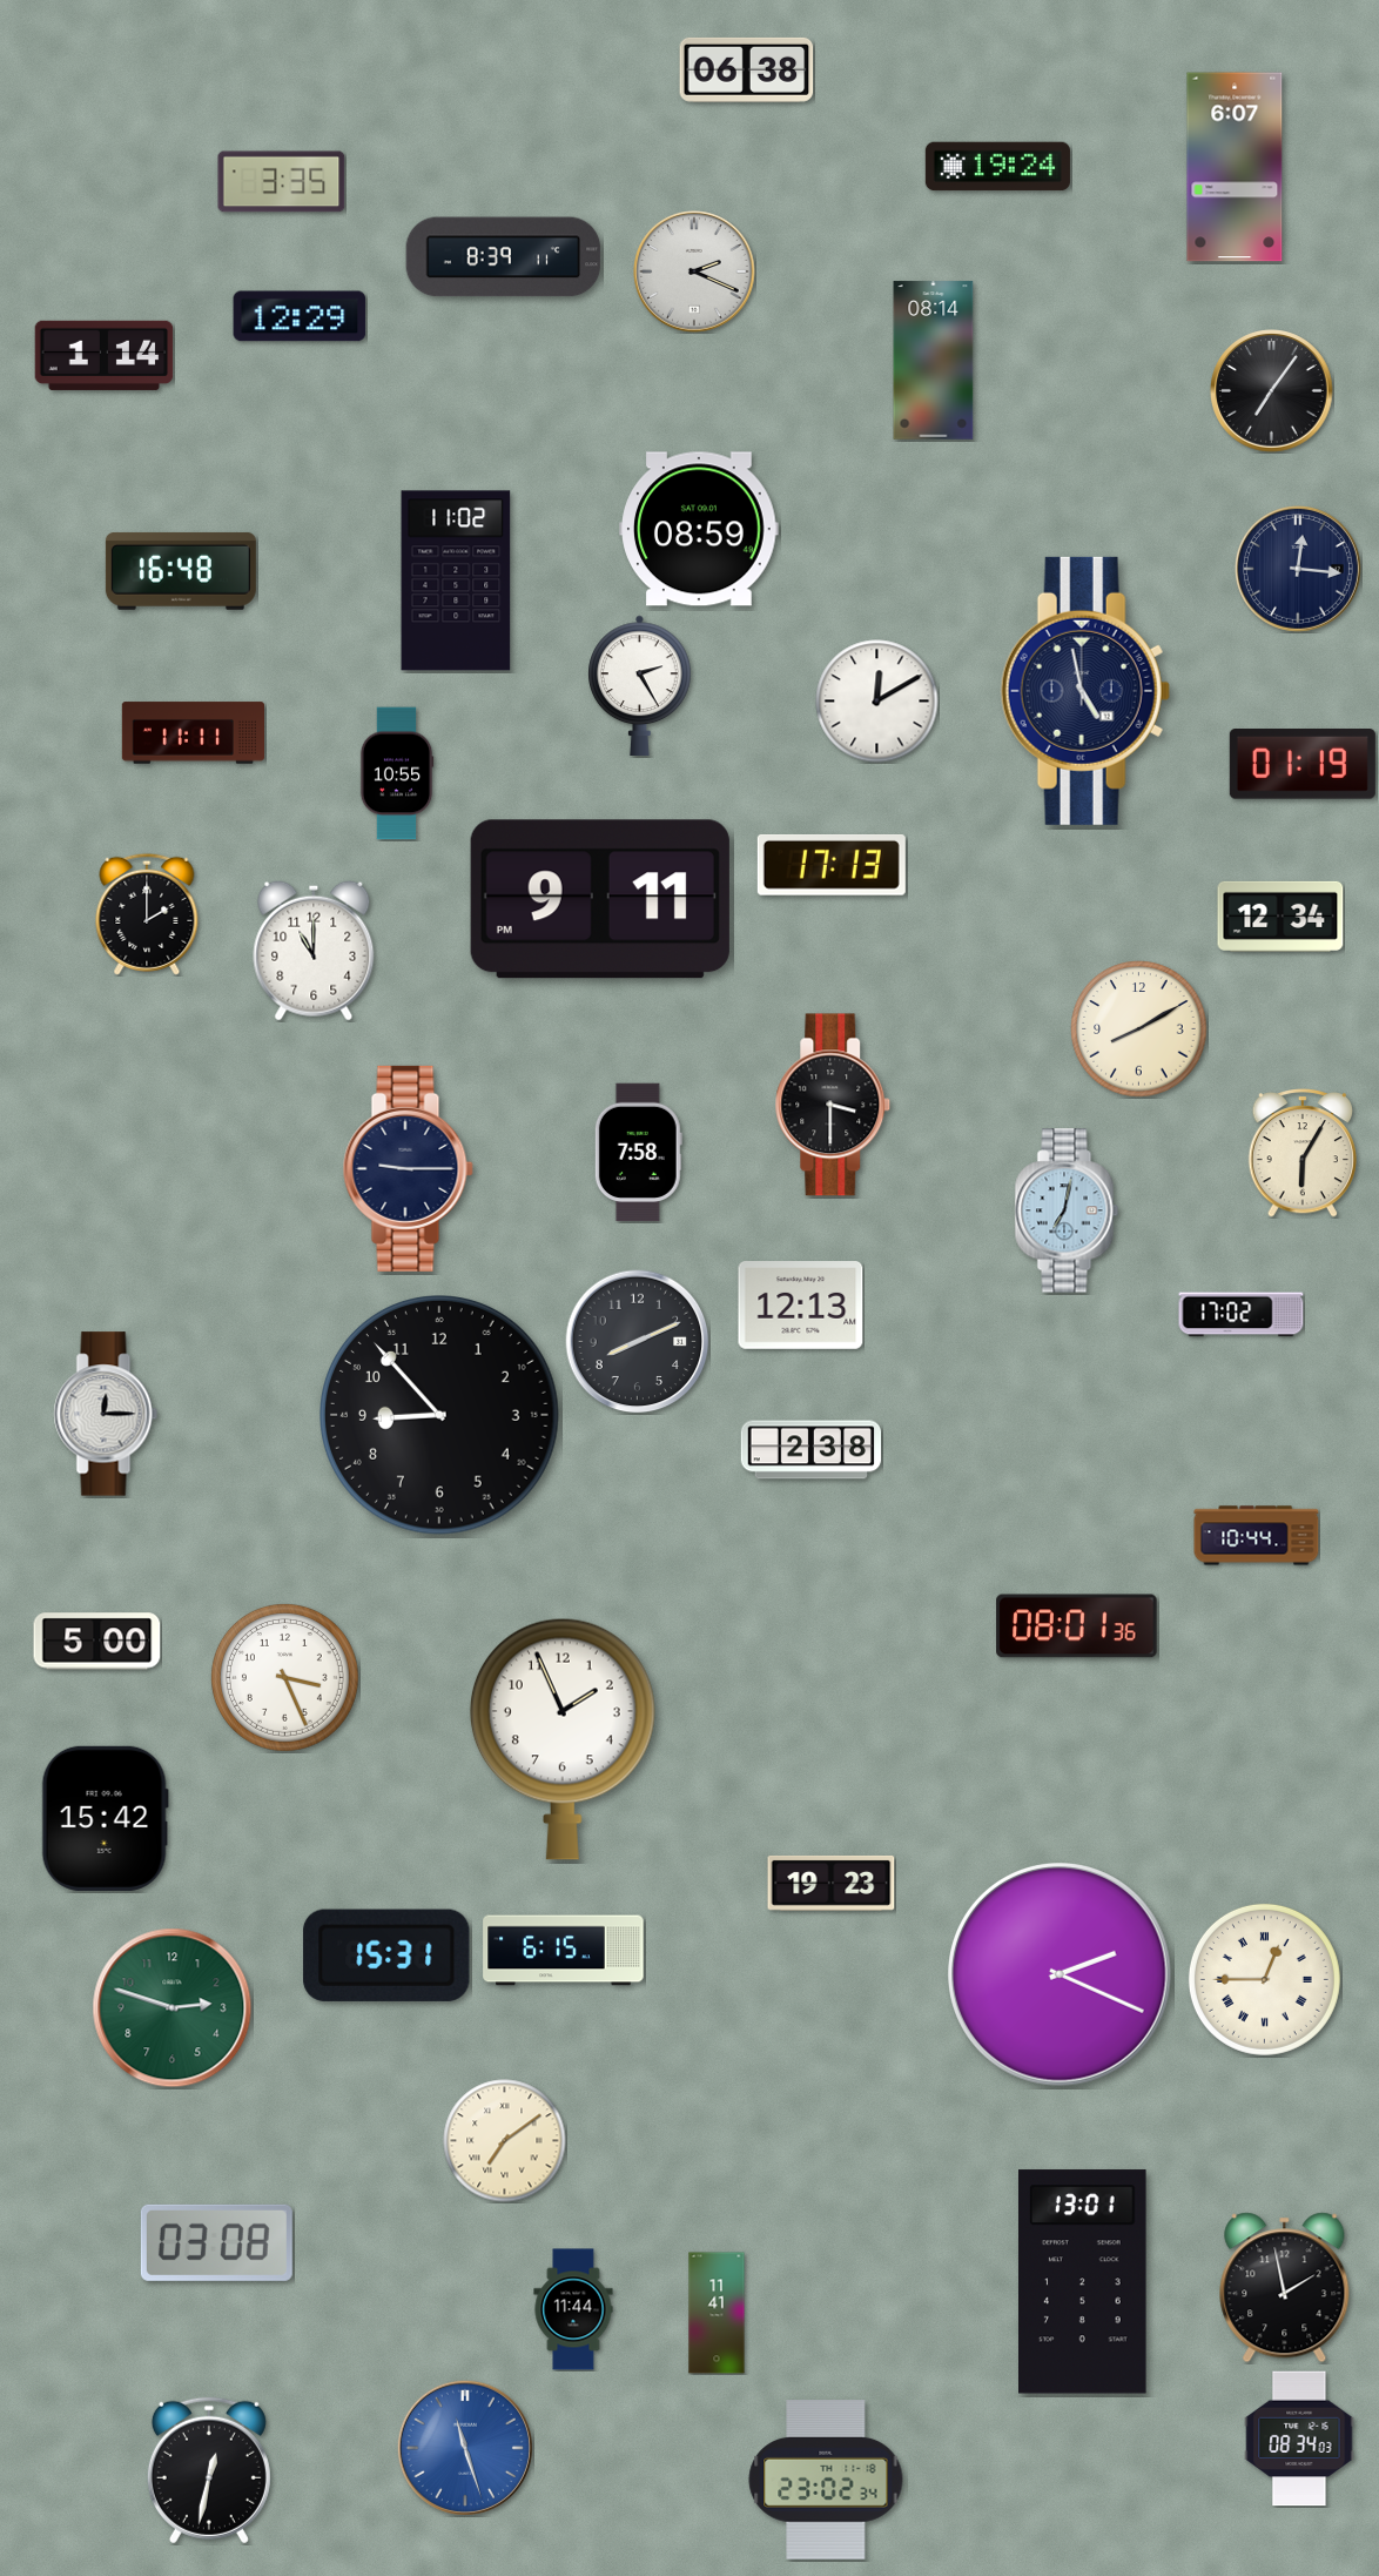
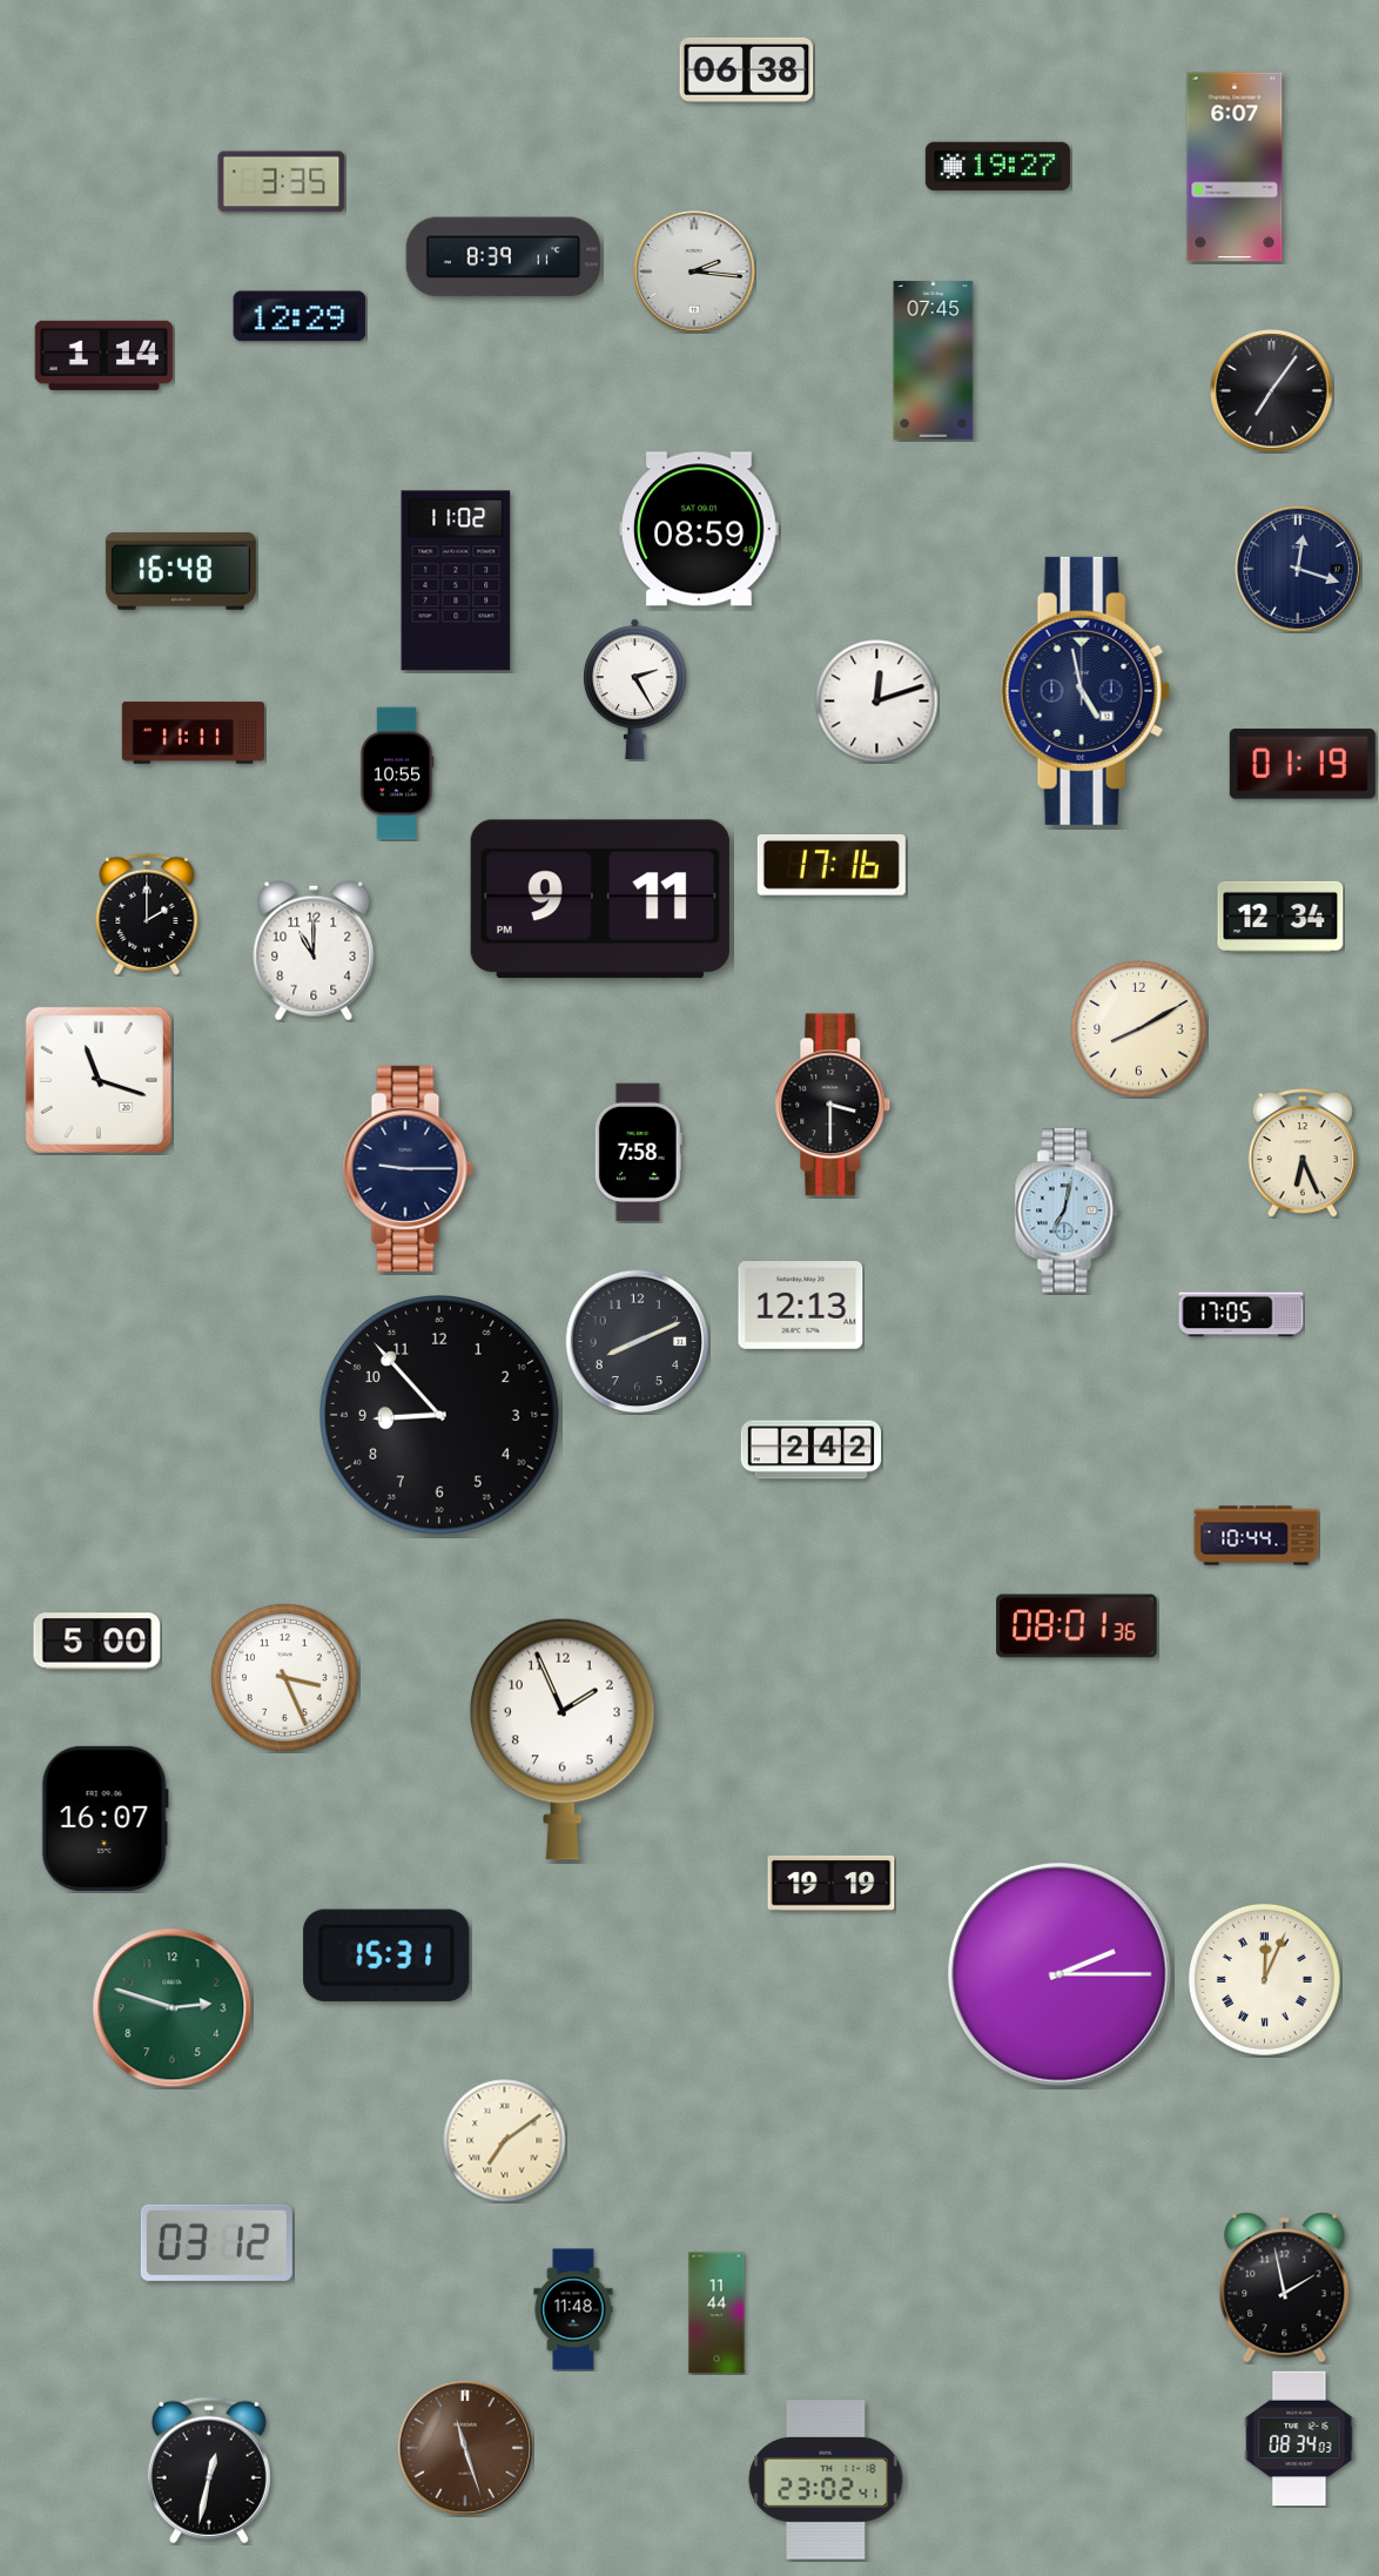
clock at (997, 167): 19:24 -> 19:27
clock at (694, 271): 2:19 -> 2:16
clock at (934, 361): 08:14 -> 07:45
clock at (1298, 569): 12:16 -> 12:18
clock at (640, 685) position: (640, 685) -> (635, 689)
clock at (877, 702): 12:10 -> 12:12
clock at (832, 865): 17:13 -> 17:16
clock at (99, 1080): none -> 11:18
clock at (1301, 1154): 6:05 -> 6:26
clock at (1242, 1315): 17:02 -> 17:05
clock at (106, 1414): 12:15 -> none
clock at (812, 1450): 2:38 -> 2:42
clock at (105, 1818): 15:42 -> 16:07
clock at (832, 1883): 19:23 -> 19:19
clock at (564, 1951): 6:15 -> none
clock at (1060, 1974): 2:19 -> 2:15
clock at (1264, 1979): 12:45 -> 12:04
clock at (216, 2242): 03:08 -> 03:12
clock at (1083, 2282): 13:01 -> none
clock at (573, 2309): 11:44 -> 11:48
clock at (717, 2313): 11:41 -> 11:44
clock at (465, 2448) dial: blue -> brown
clock at (826, 2480): 23:02:34 -> 23:02:41
